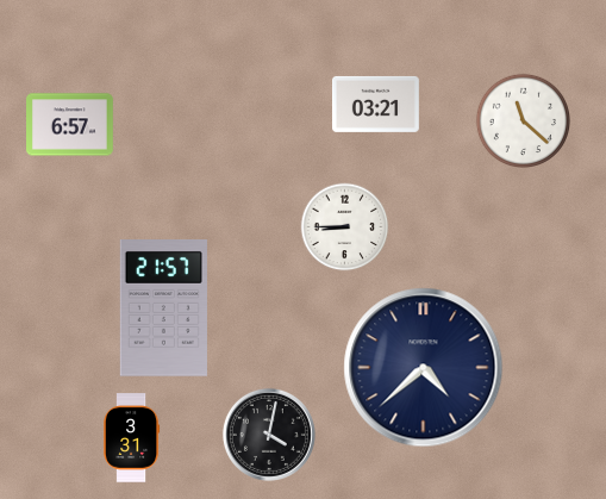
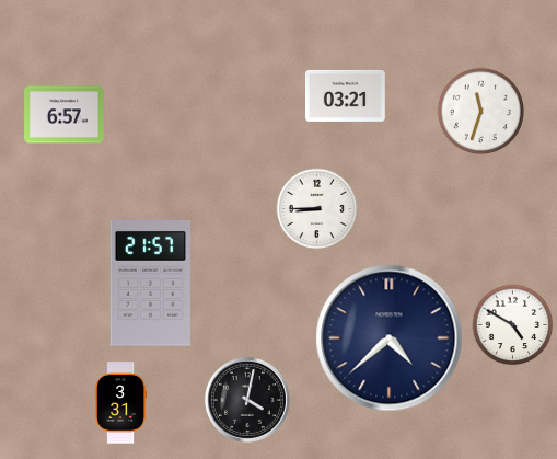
clock at (523, 120): 11:22 -> 11:33
clock at (513, 325): none -> 4:50
